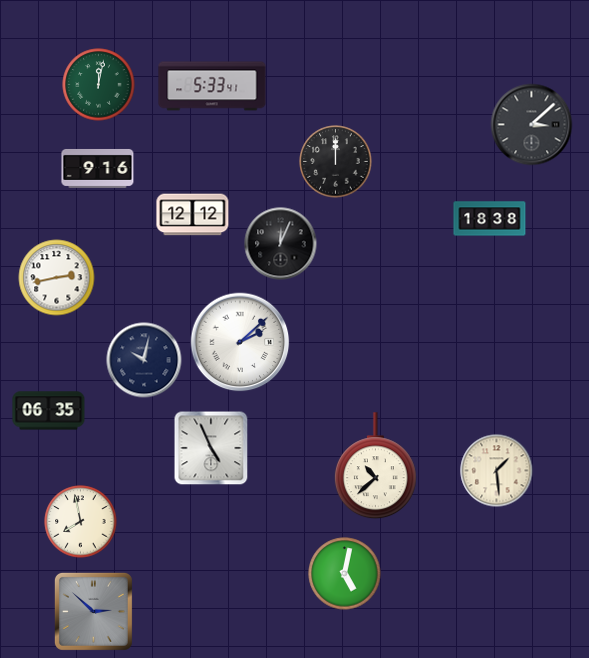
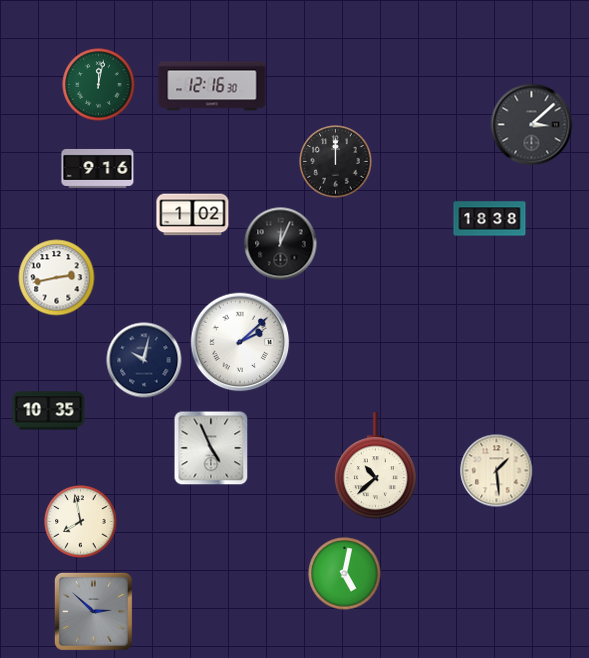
clock at (212, 86): 5:33 -> 12:16
clock at (193, 215): 12:12 -> 1:02
clock at (49, 411): 06:35 -> 10:35
